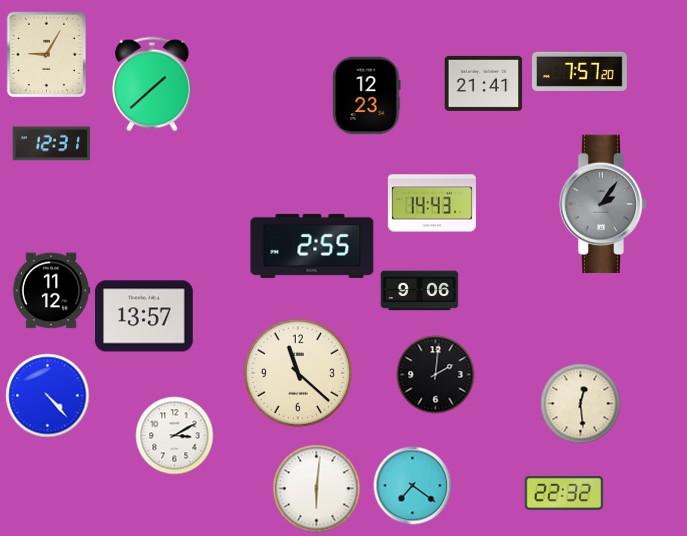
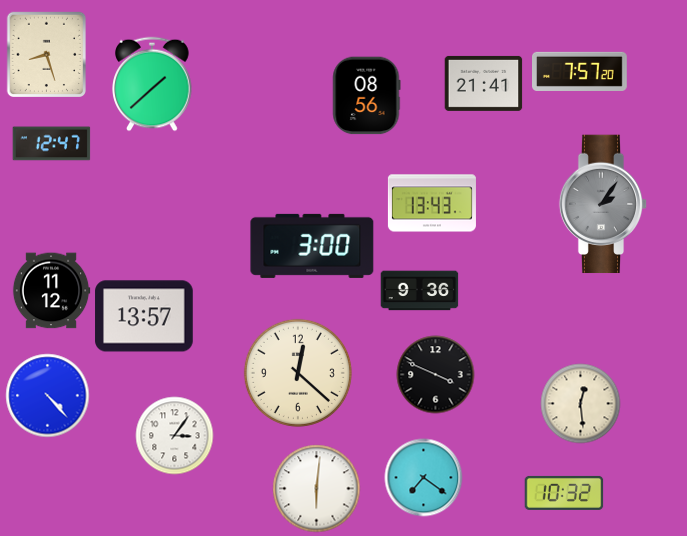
clock at (46, 54): 9:05 -> 8:27
clock at (367, 95): 12:23 -> 08:56
clock at (51, 144): 12:31 -> 12:47
clock at (432, 203): 14:43 -> 13:43
clock at (312, 246): 2:55 -> 3:00
clock at (419, 291): 9:06 -> 9:36
clock at (298, 373): 11:22 -> 12:22
clock at (435, 374): 2:01 -> 3:49
clock at (174, 435): 3:10 -> 3:06
clock at (412, 485) position: (412, 485) -> (423, 477)
clock at (564, 493): 22:32 -> 10:32
